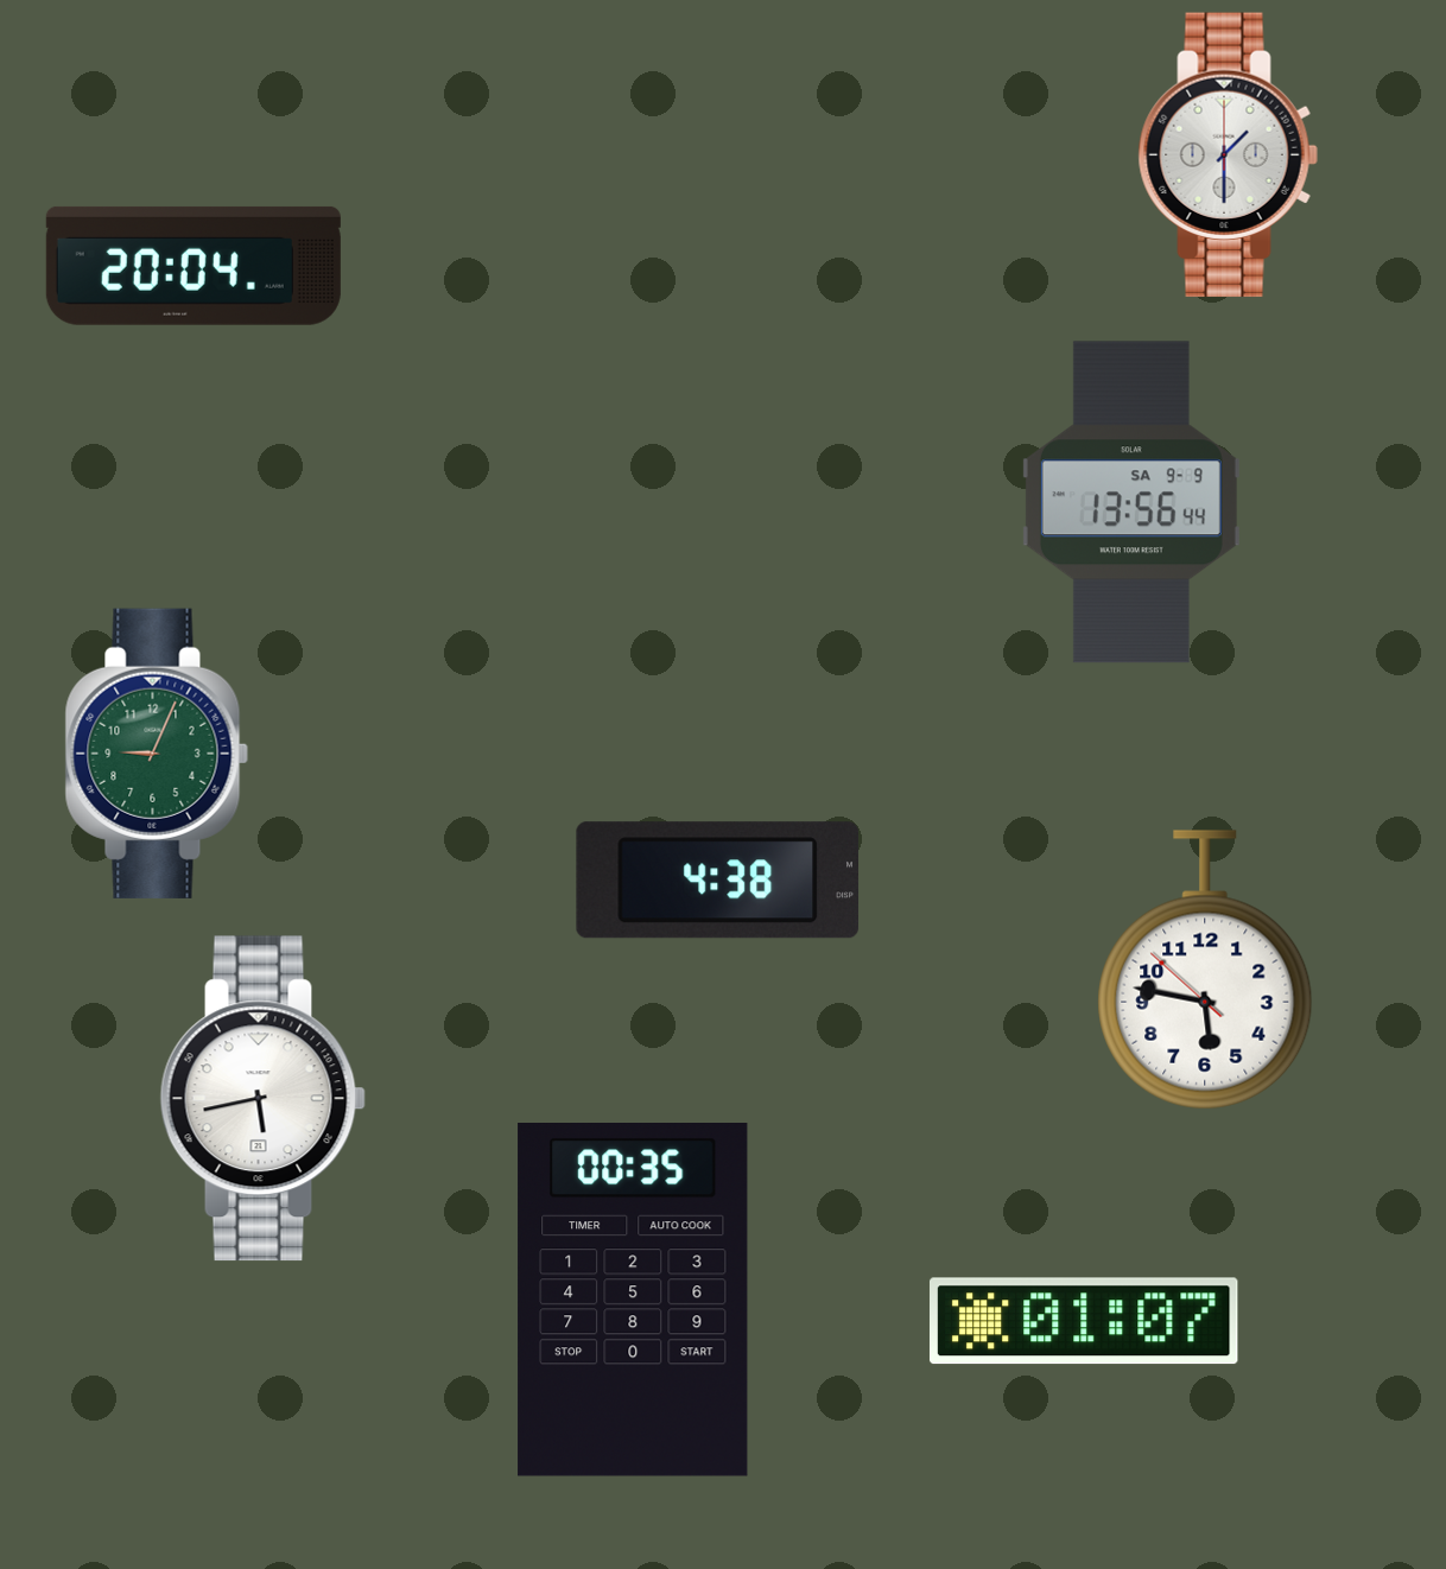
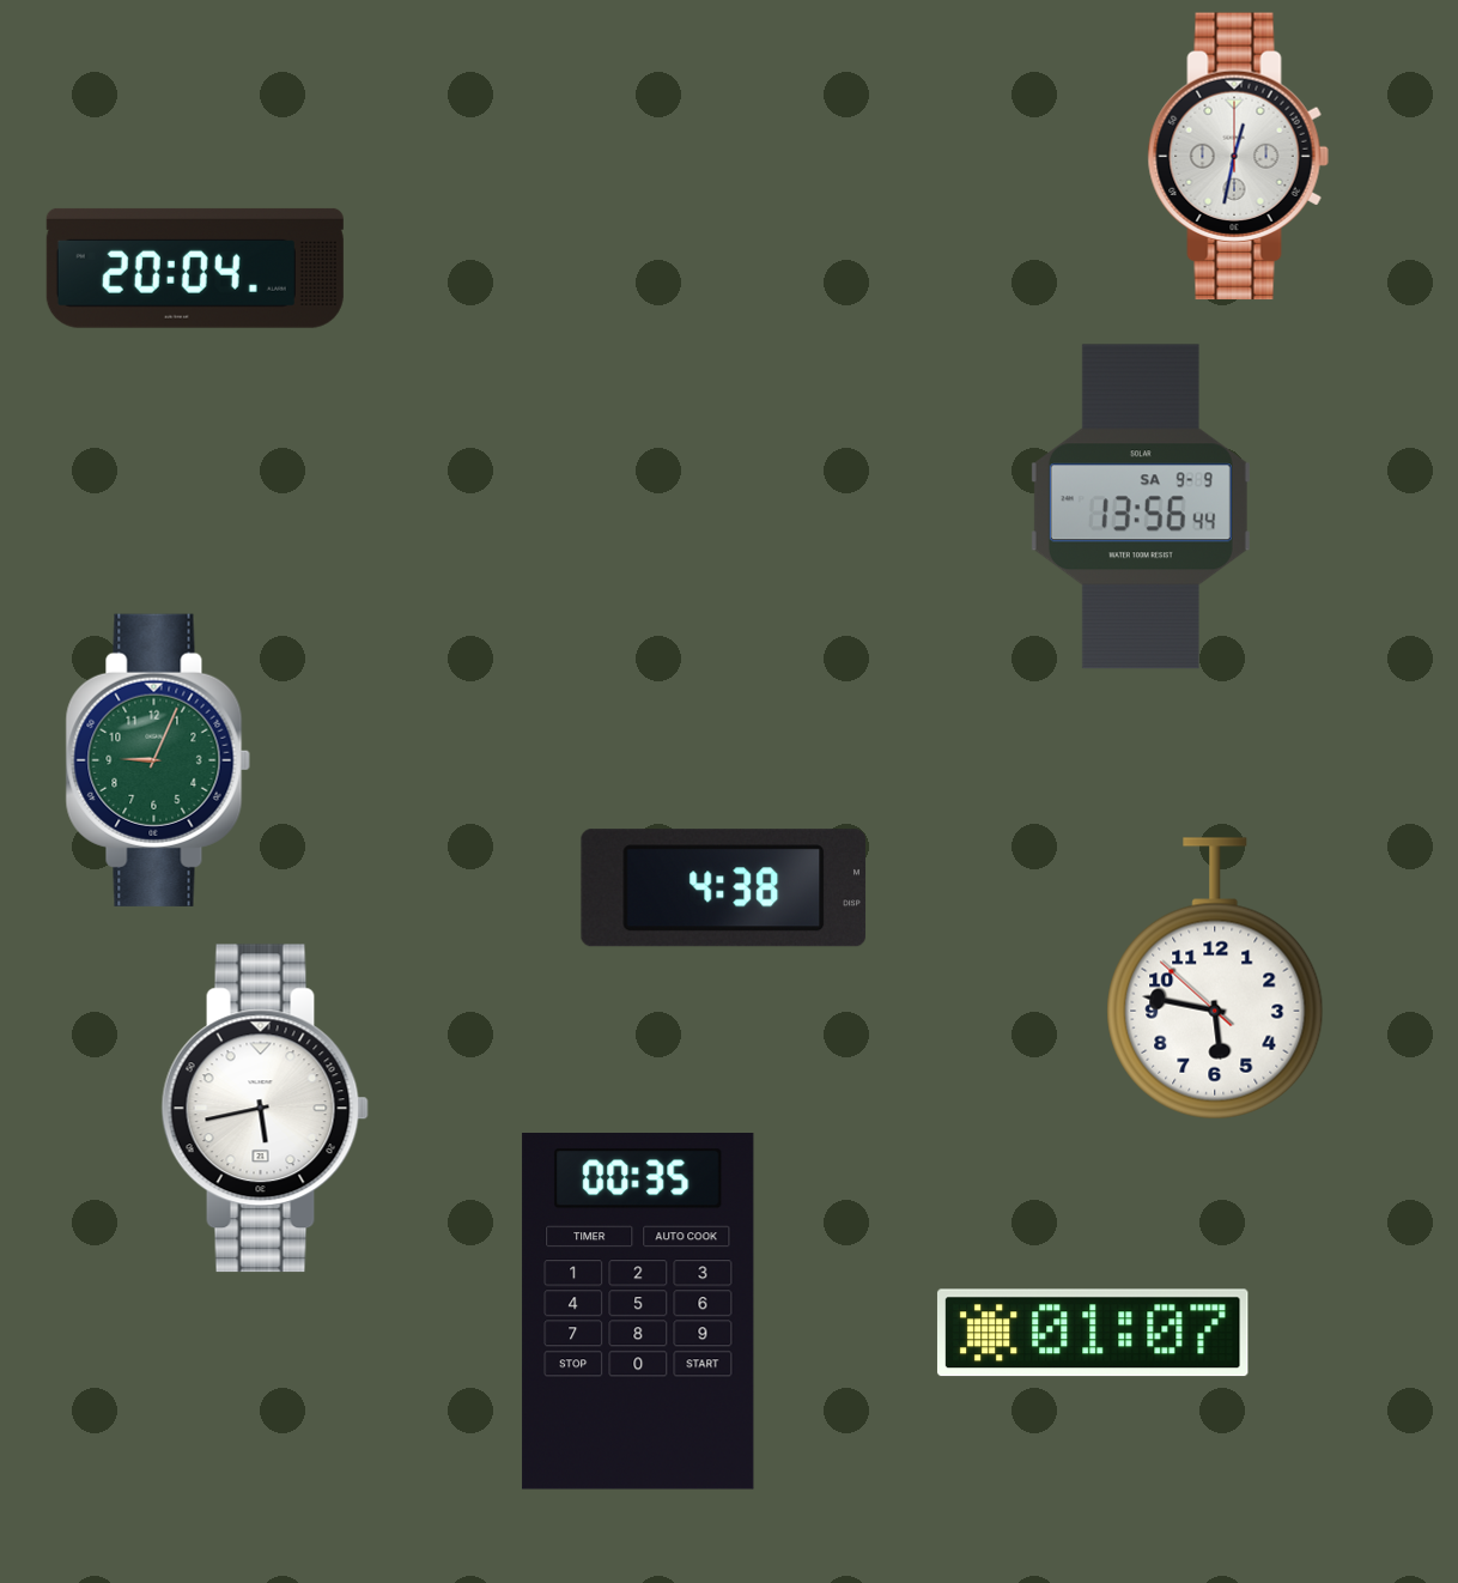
clock at (1228, 155): 1:30 -> 12:32
